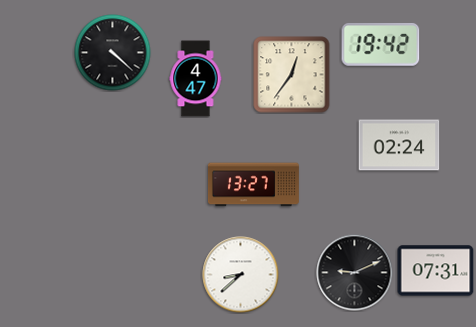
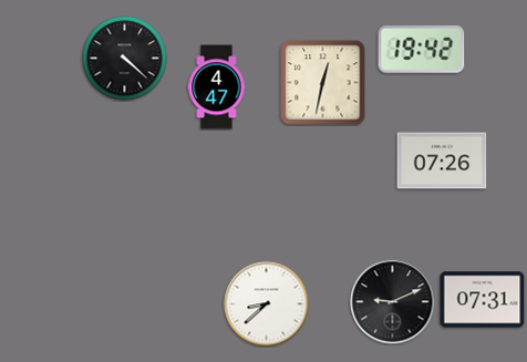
clock at (292, 75): 12:36 -> 12:32
clock at (399, 145): 02:24 -> 07:26
clock at (253, 185): 13:27 -> none
